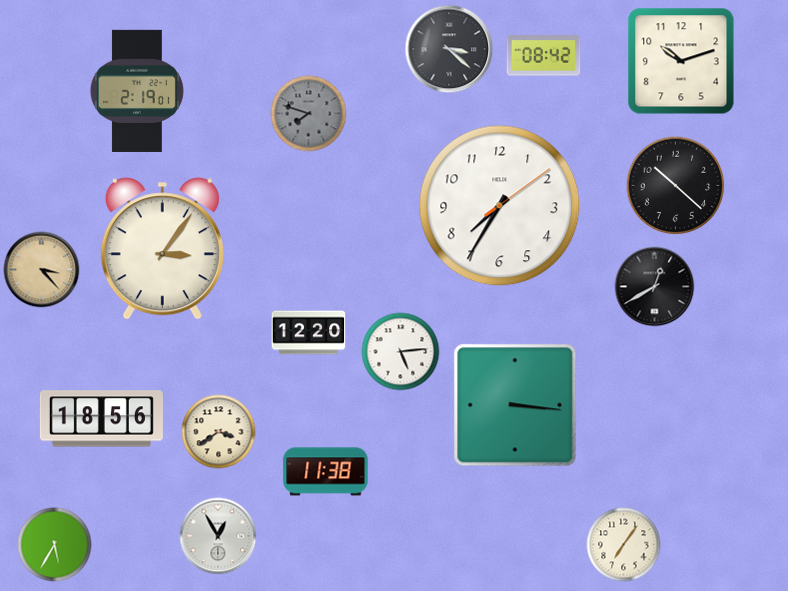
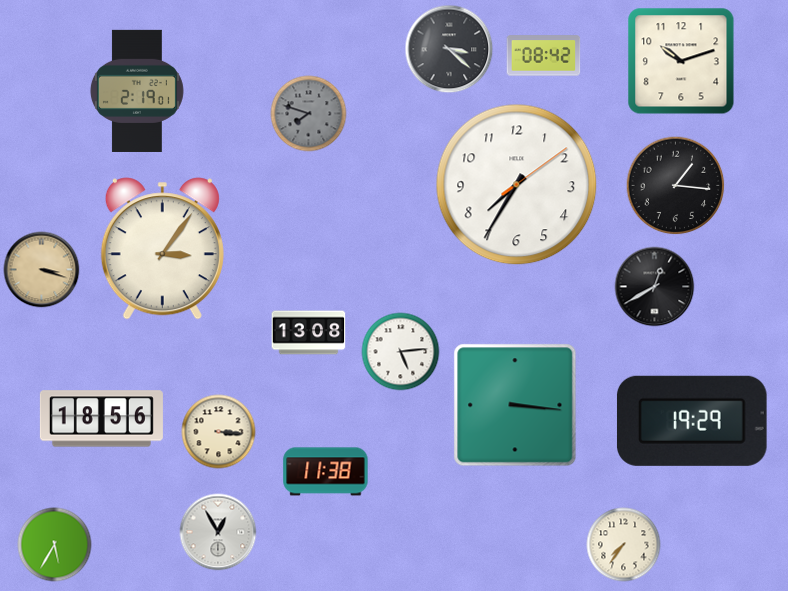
clock at (676, 186): 10:22 -> 1:16
clock at (500, 206) position: (500, 206) -> (517, 185)
clock at (42, 270): 3:23 -> 3:18
clock at (309, 333): 12:20 -> 13:08
clock at (692, 421): none -> 19:29
clock at (219, 432): 3:39 -> 3:16
clock at (218, 536) position: (218, 536) -> (218, 532)
clock at (624, 545): 7:06 -> 7:36
